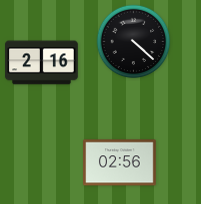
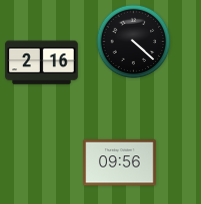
clock at (120, 163): 02:56 -> 09:56
